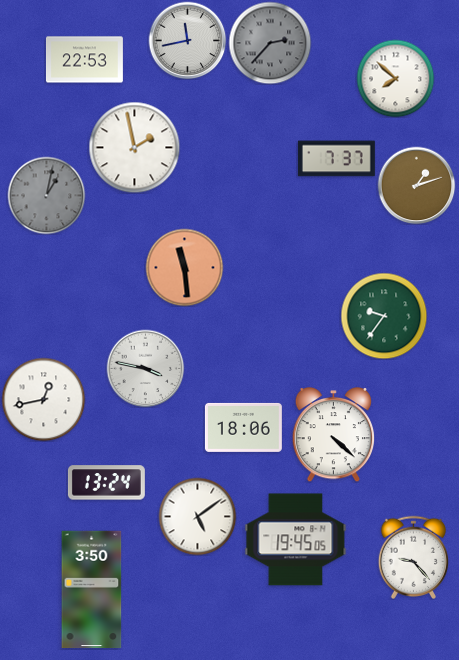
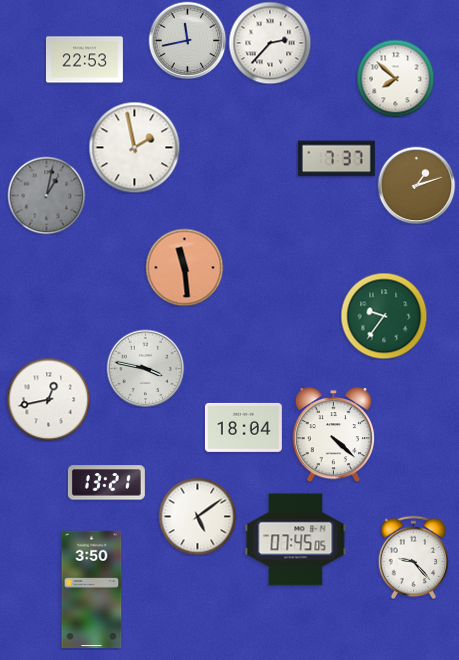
clock at (270, 43) dial: grey -> white
clock at (43, 399) position: (43, 399) -> (48, 399)
clock at (243, 427): 18:06 -> 18:04
clock at (106, 483): 13:24 -> 13:21
clock at (296, 540): 19:45 -> 07:45
